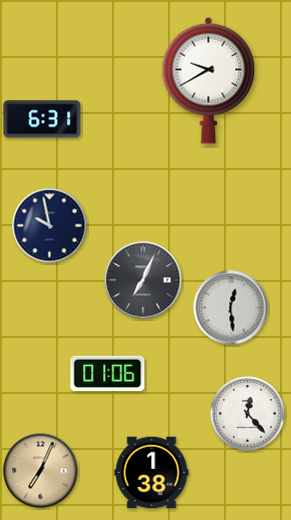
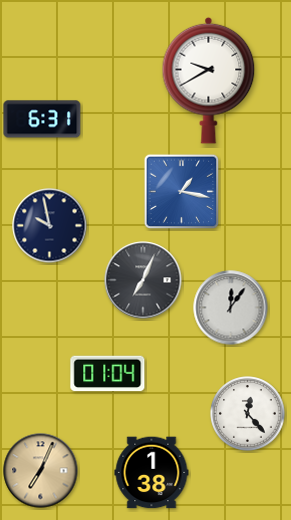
clock at (182, 192): none -> 1:17
clock at (231, 308): 12:29 -> 12:06
clock at (108, 374): 01:06 -> 01:04
